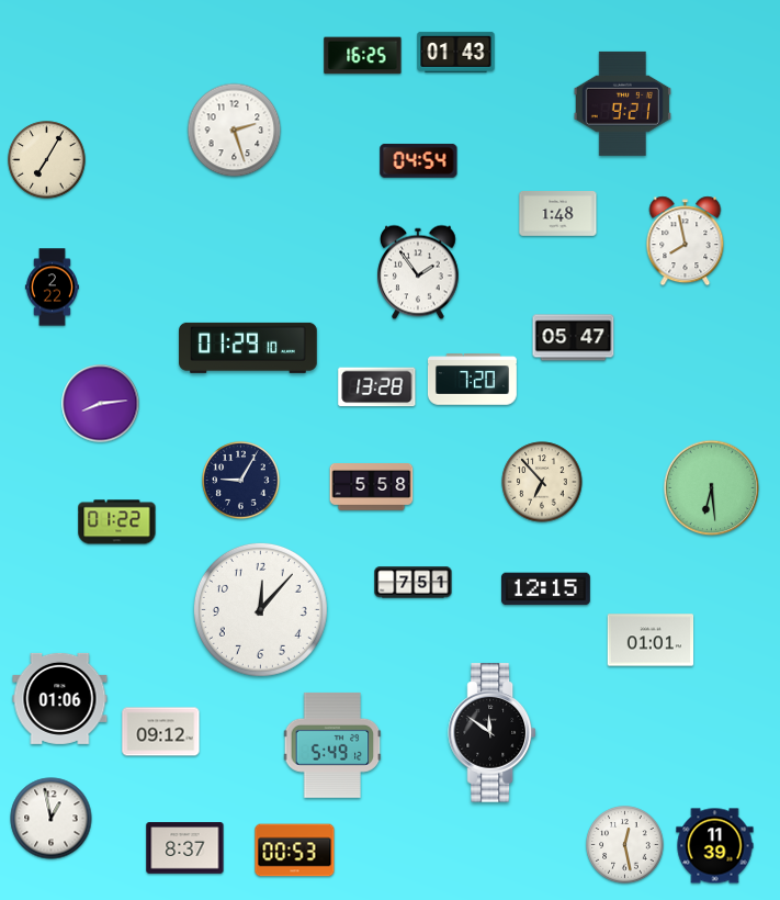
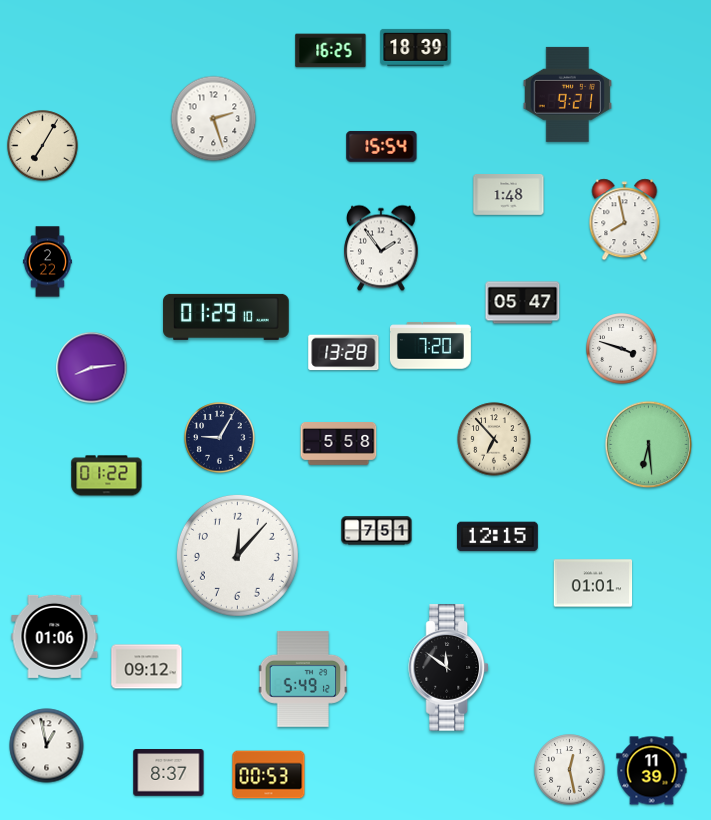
clock at (456, 52): 01:43 -> 18:39
clock at (419, 160): 04:54 -> 15:54
clock at (574, 338) position: (574, 338) -> (523, 303)
clock at (622, 349): none -> 3:48
